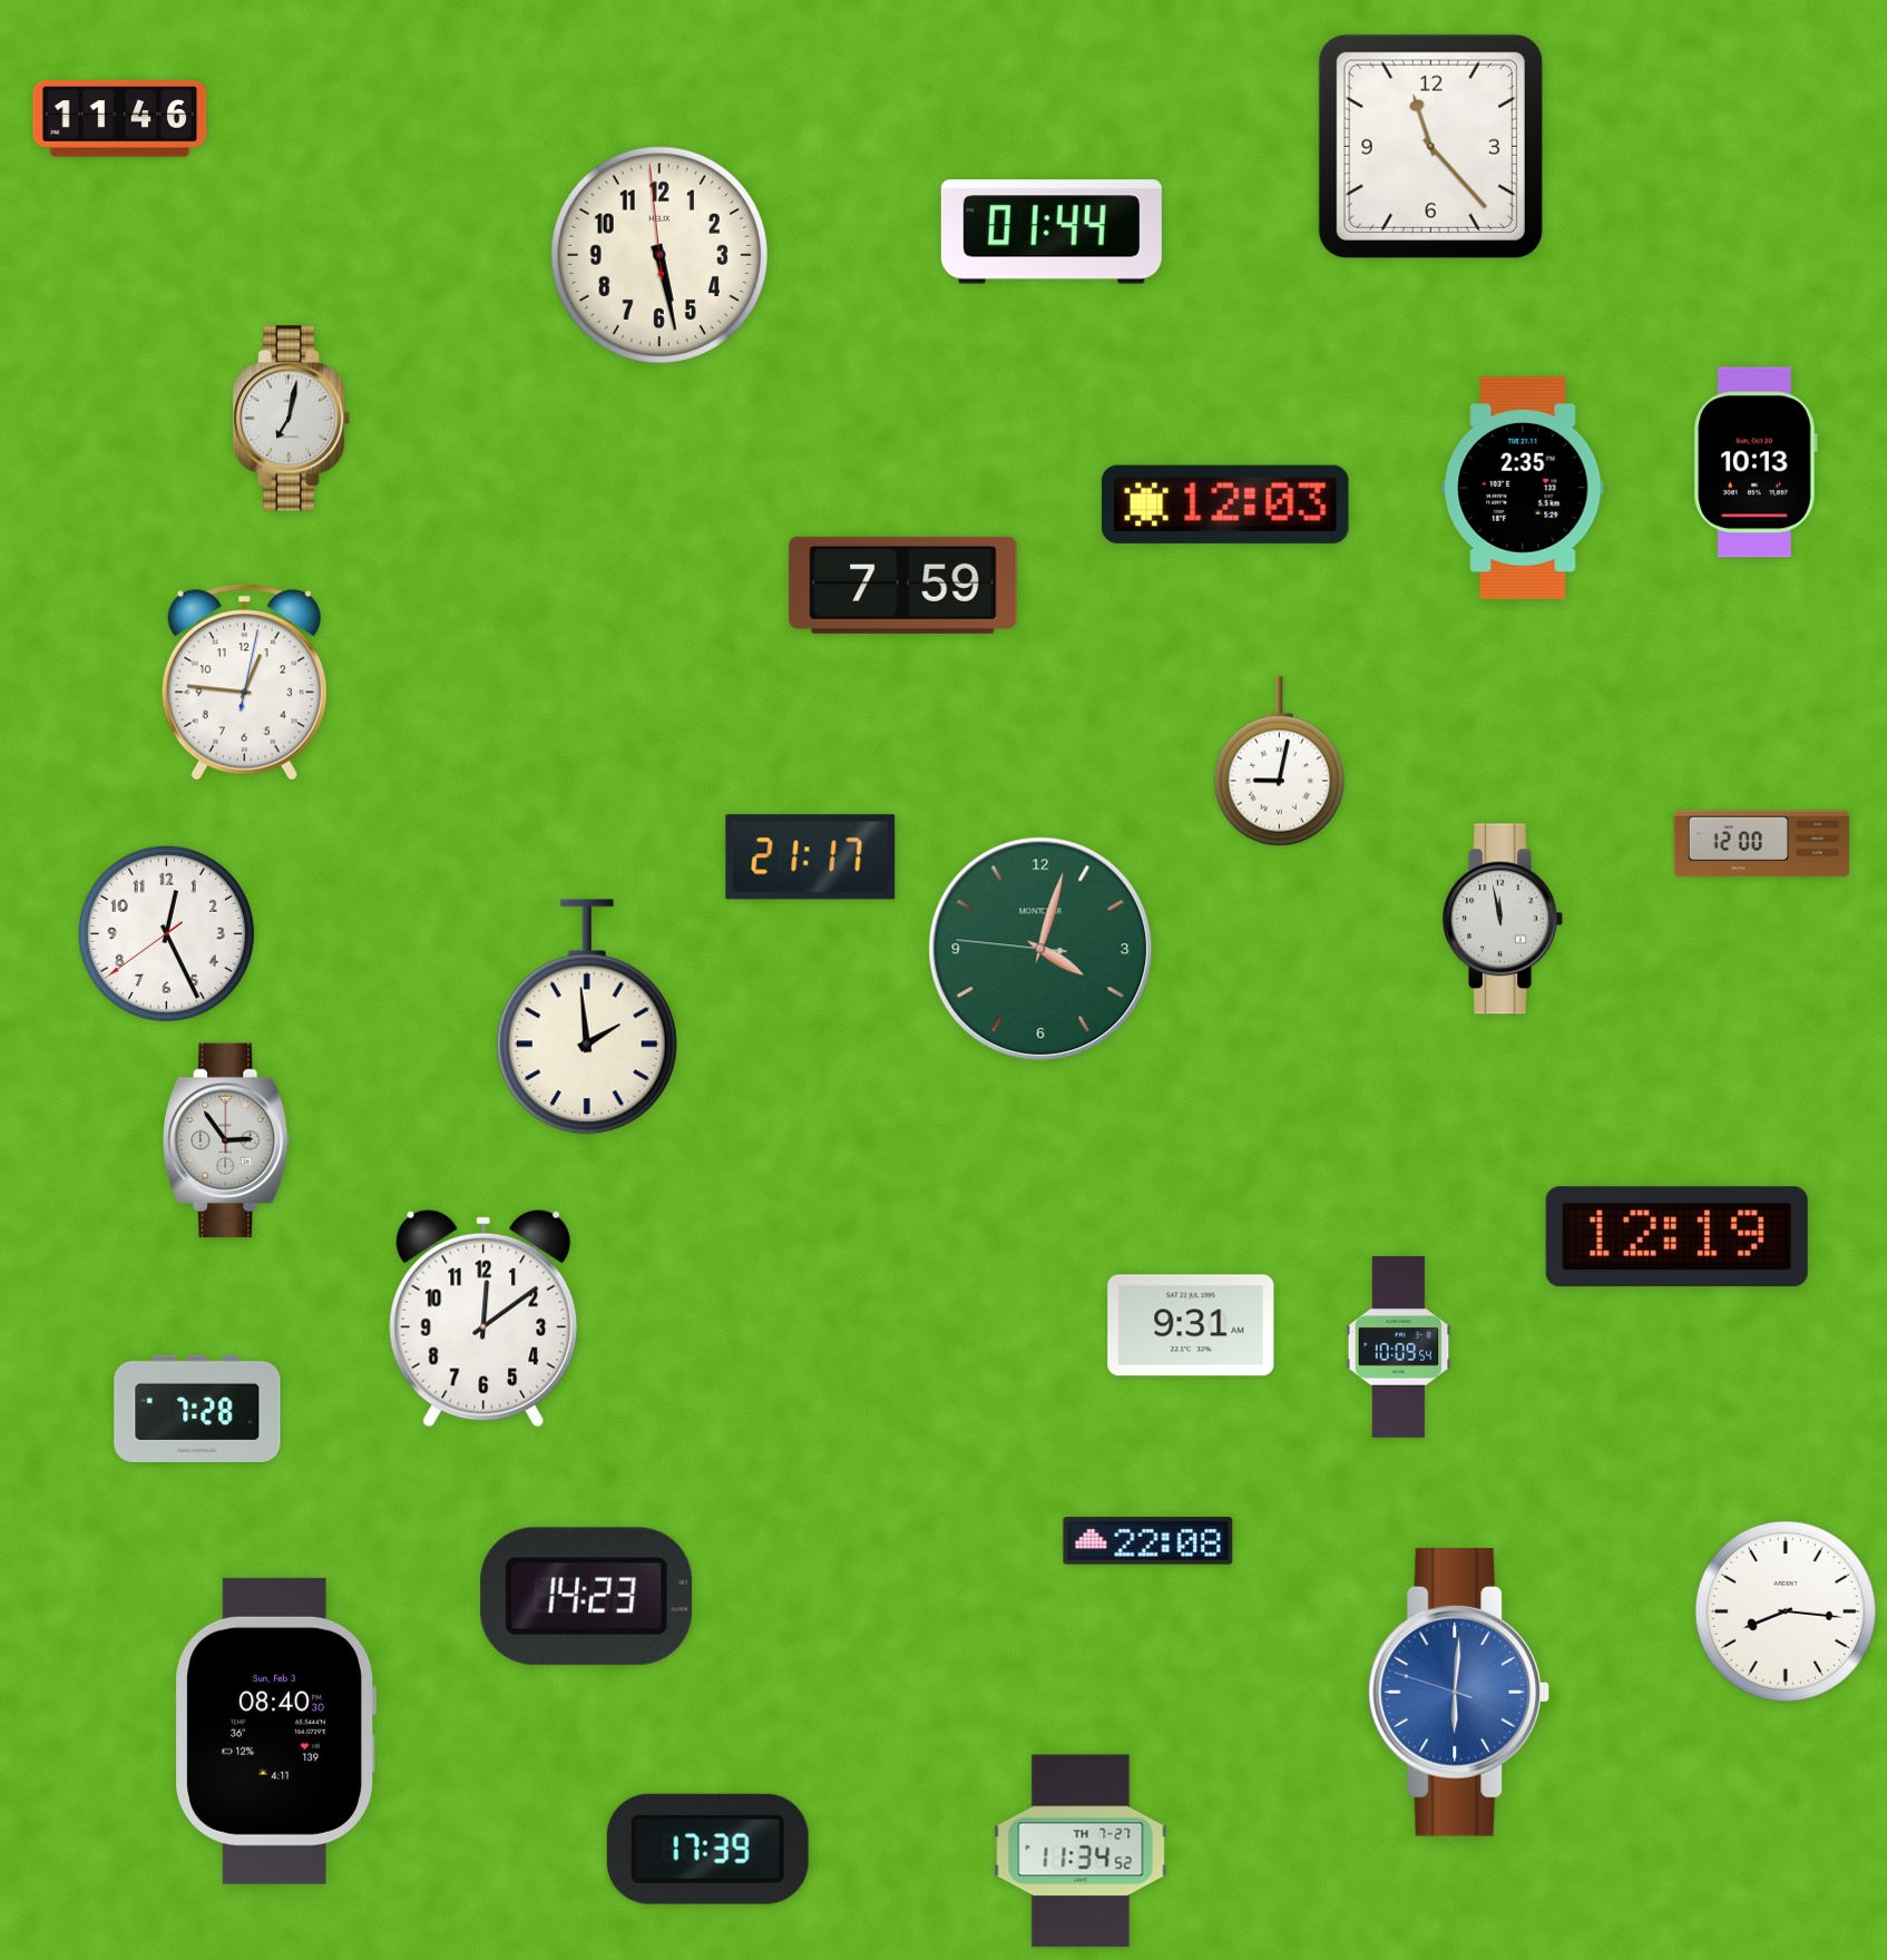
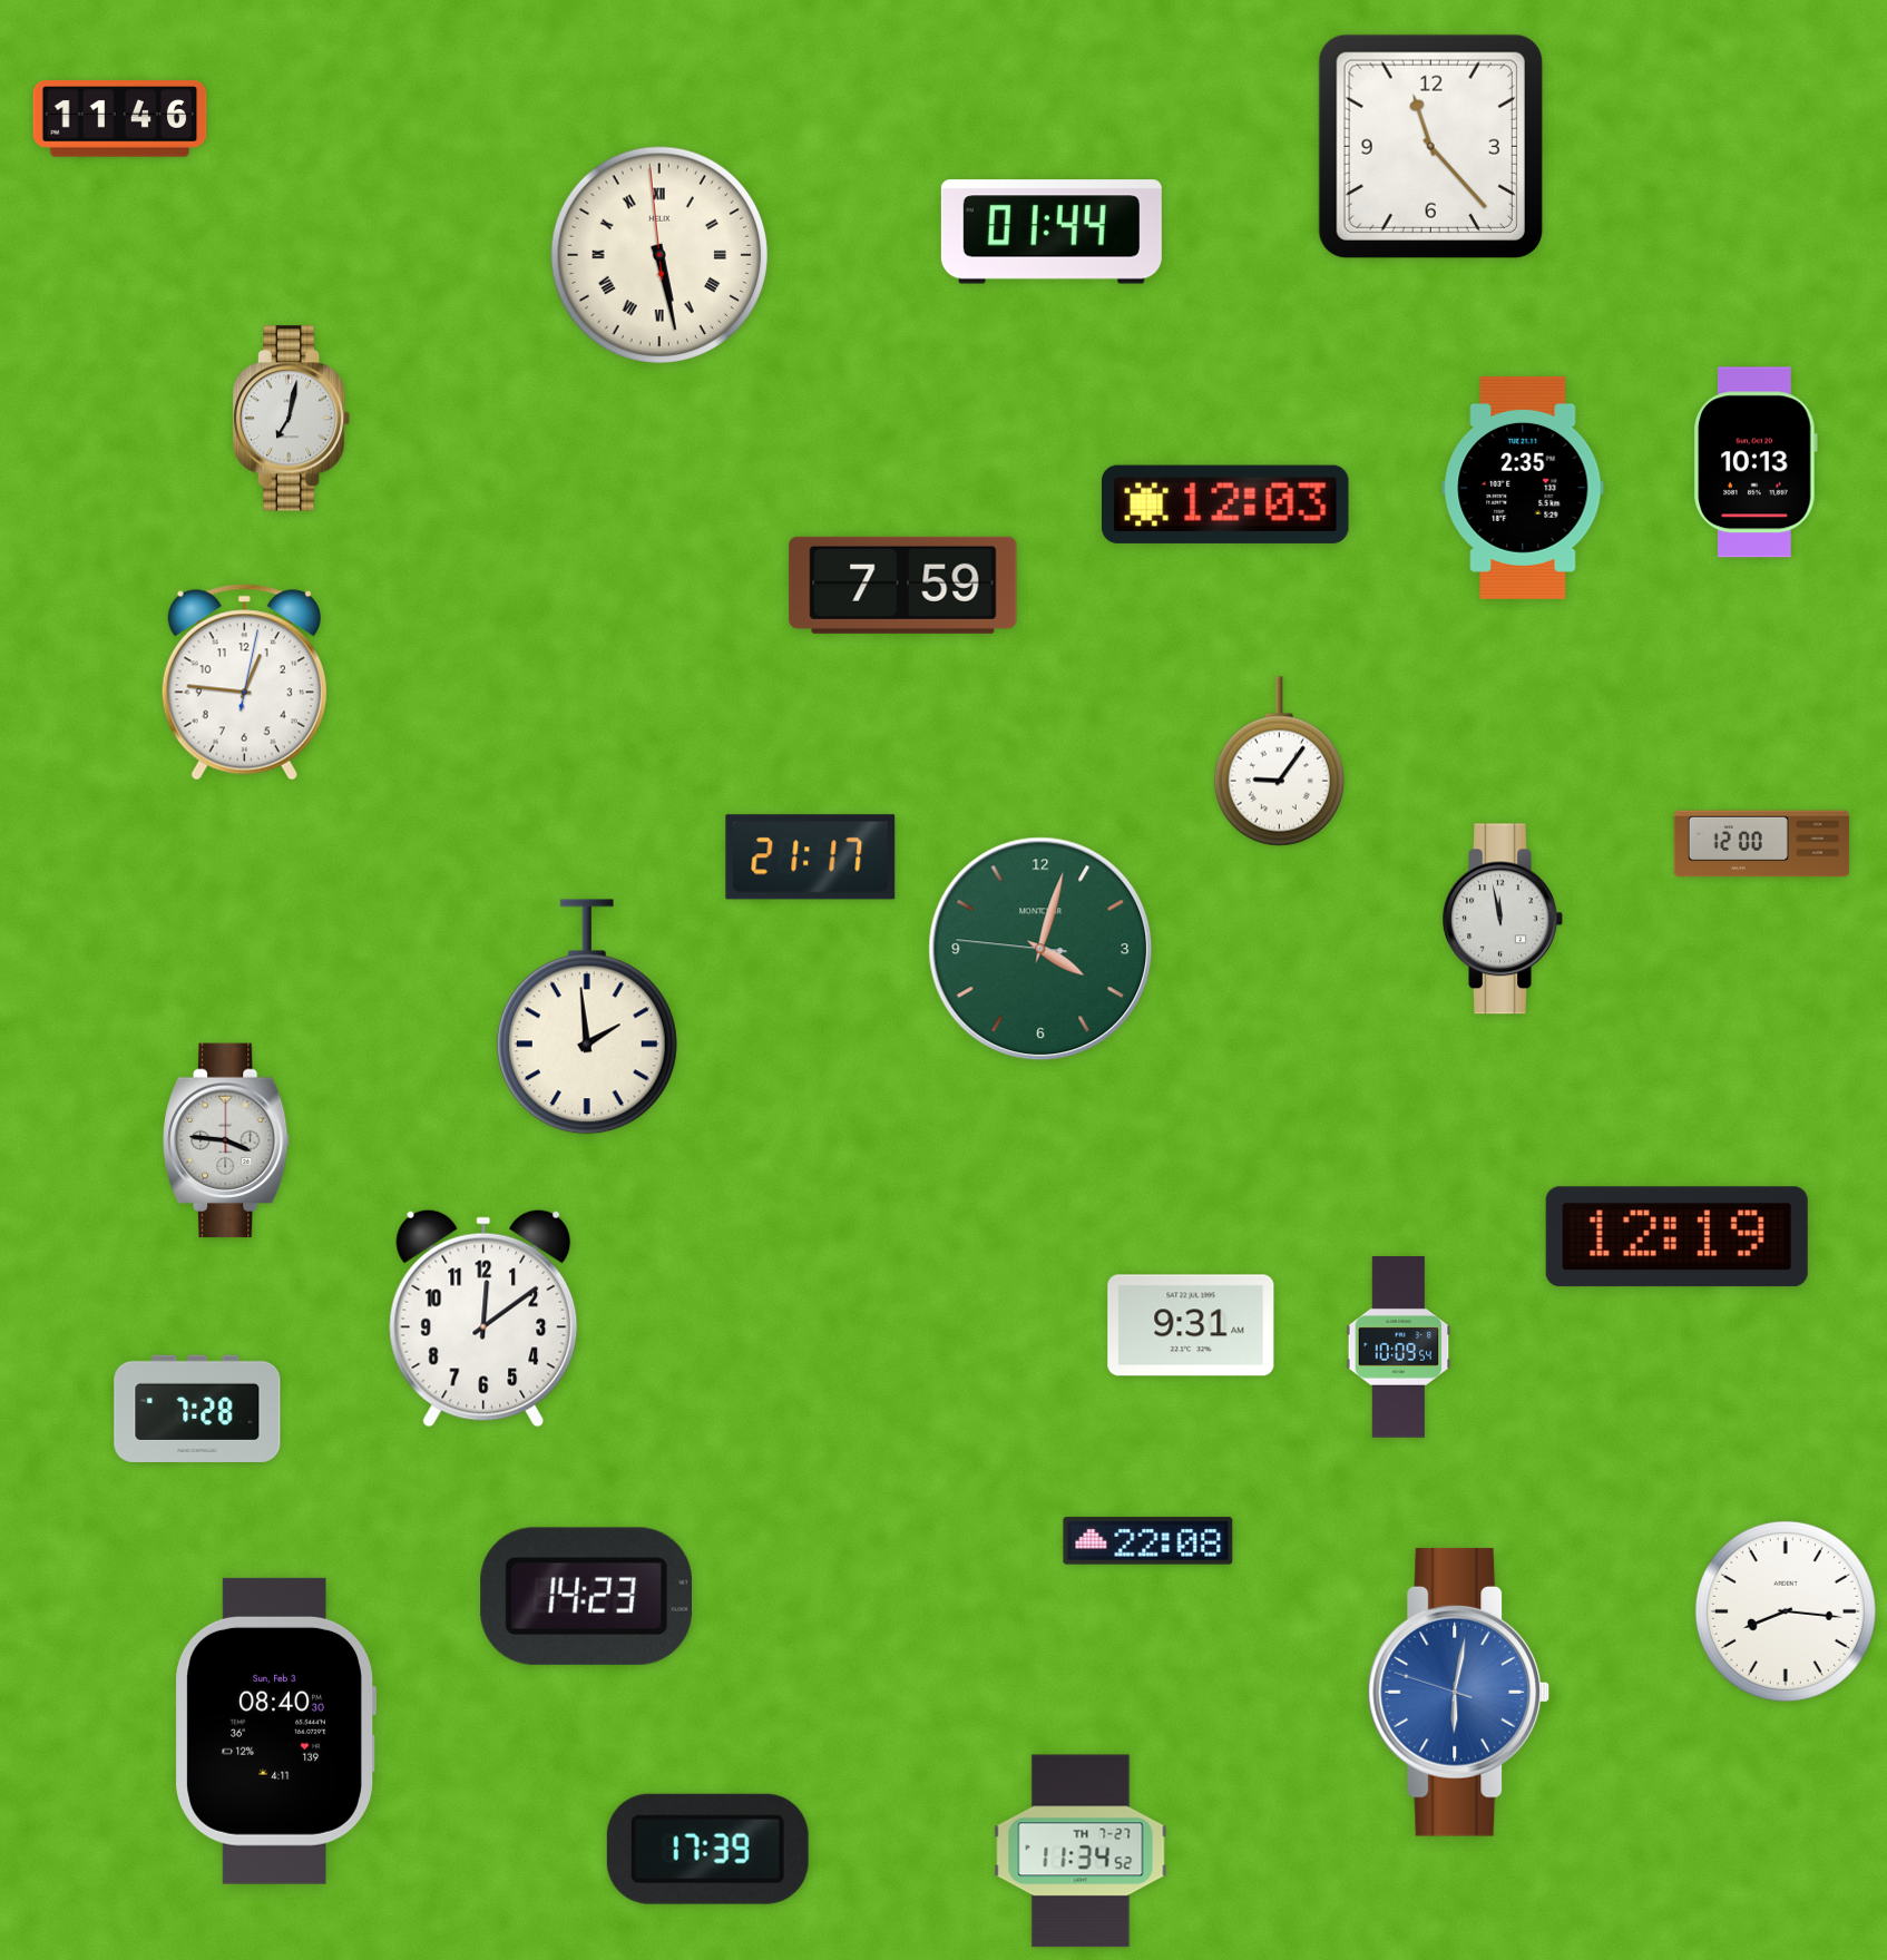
clock at (659, 255) numerals: Arabic -> Roman
clock at (1279, 762): 9:02 -> 9:06
clock at (166, 933): 12:25 -> none
clock at (227, 1140): 2:54 -> 3:46
clock at (1459, 1692): 6:00 -> 6:01
